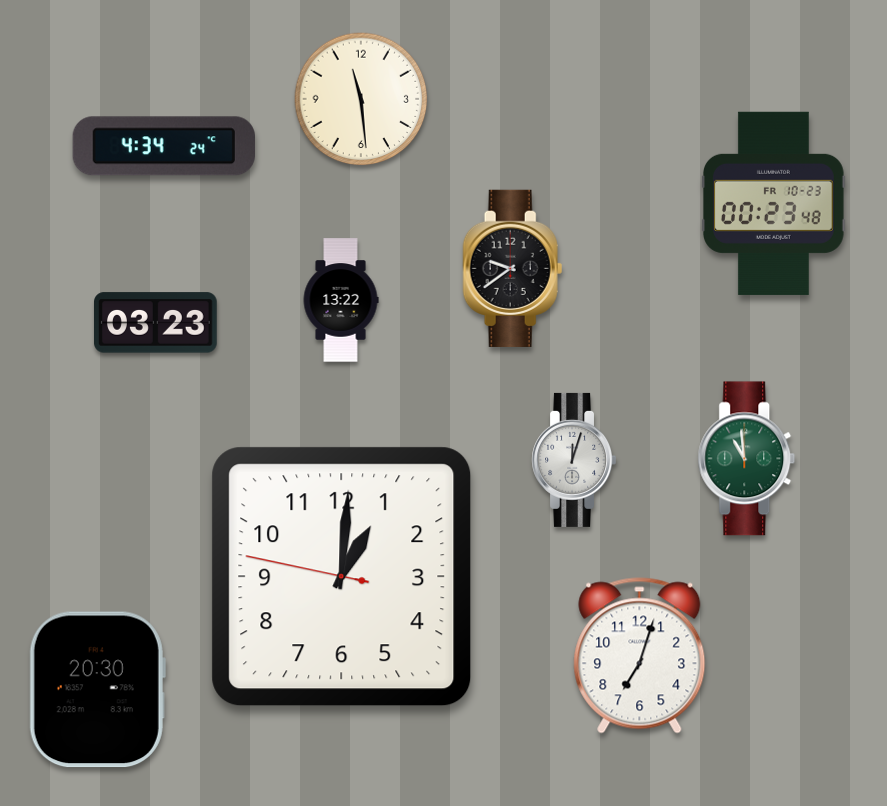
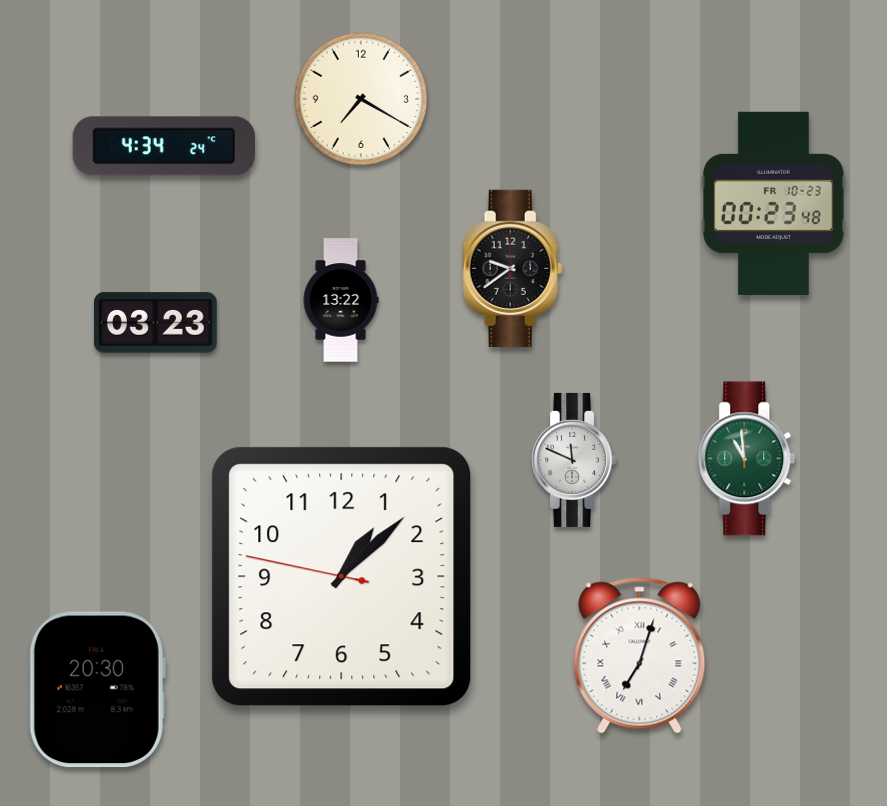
clock at (361, 99): 11:29 -> 7:20
clock at (573, 460): 12:03 -> 11:49
clock at (342, 577): 1:00 -> 1:07
clock at (640, 656) numerals: Arabic -> Roman
